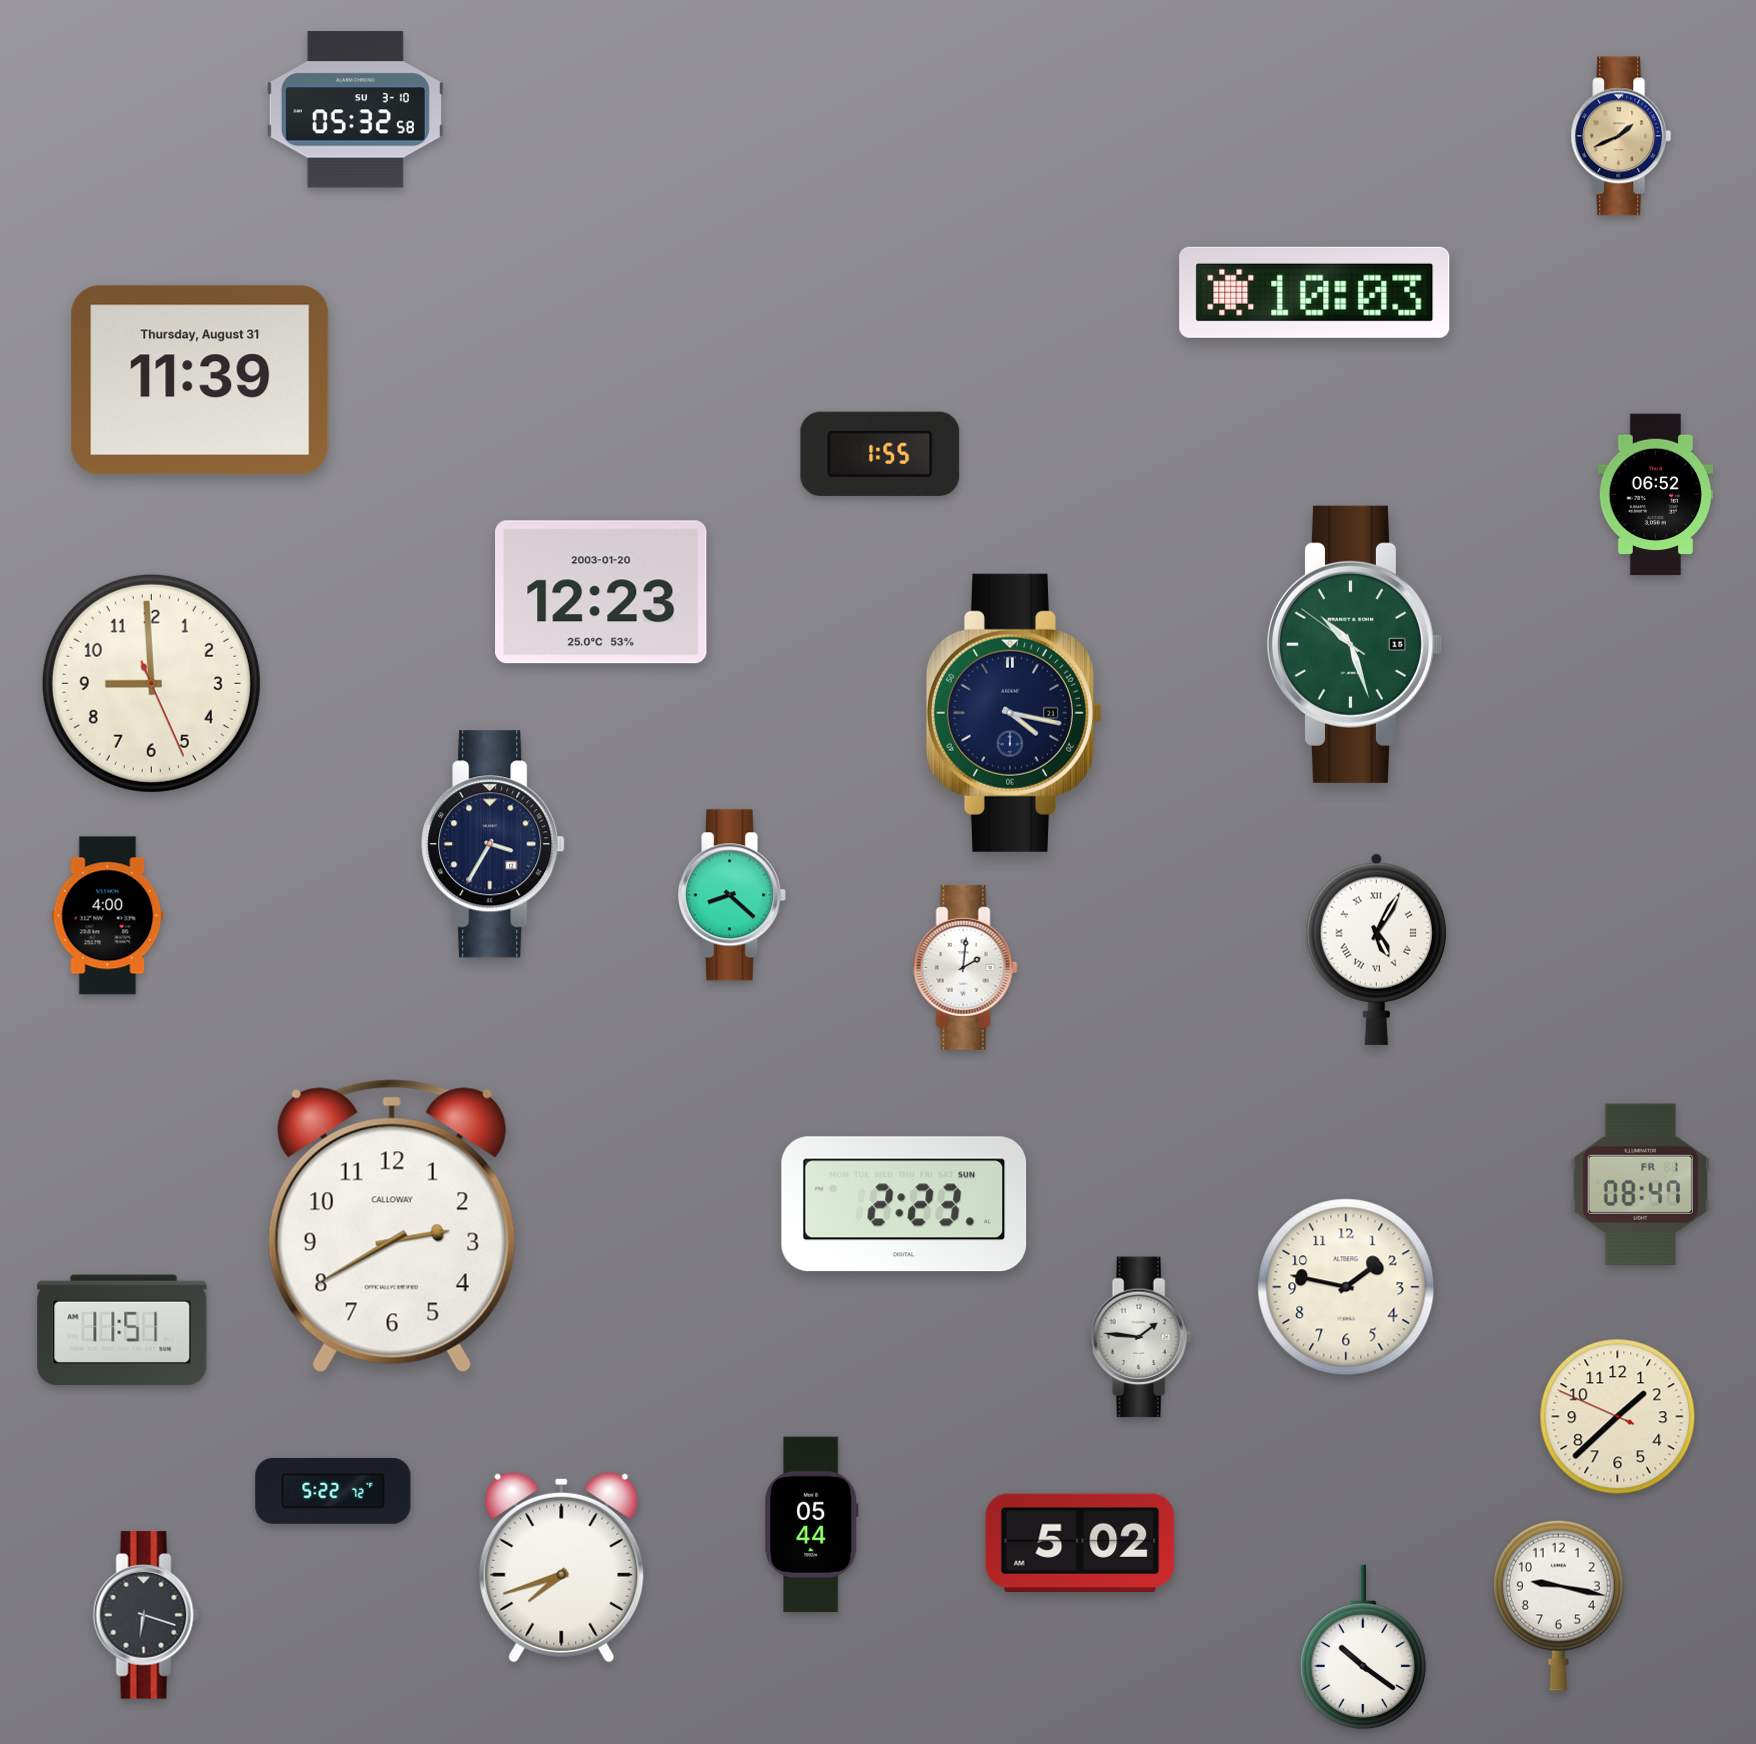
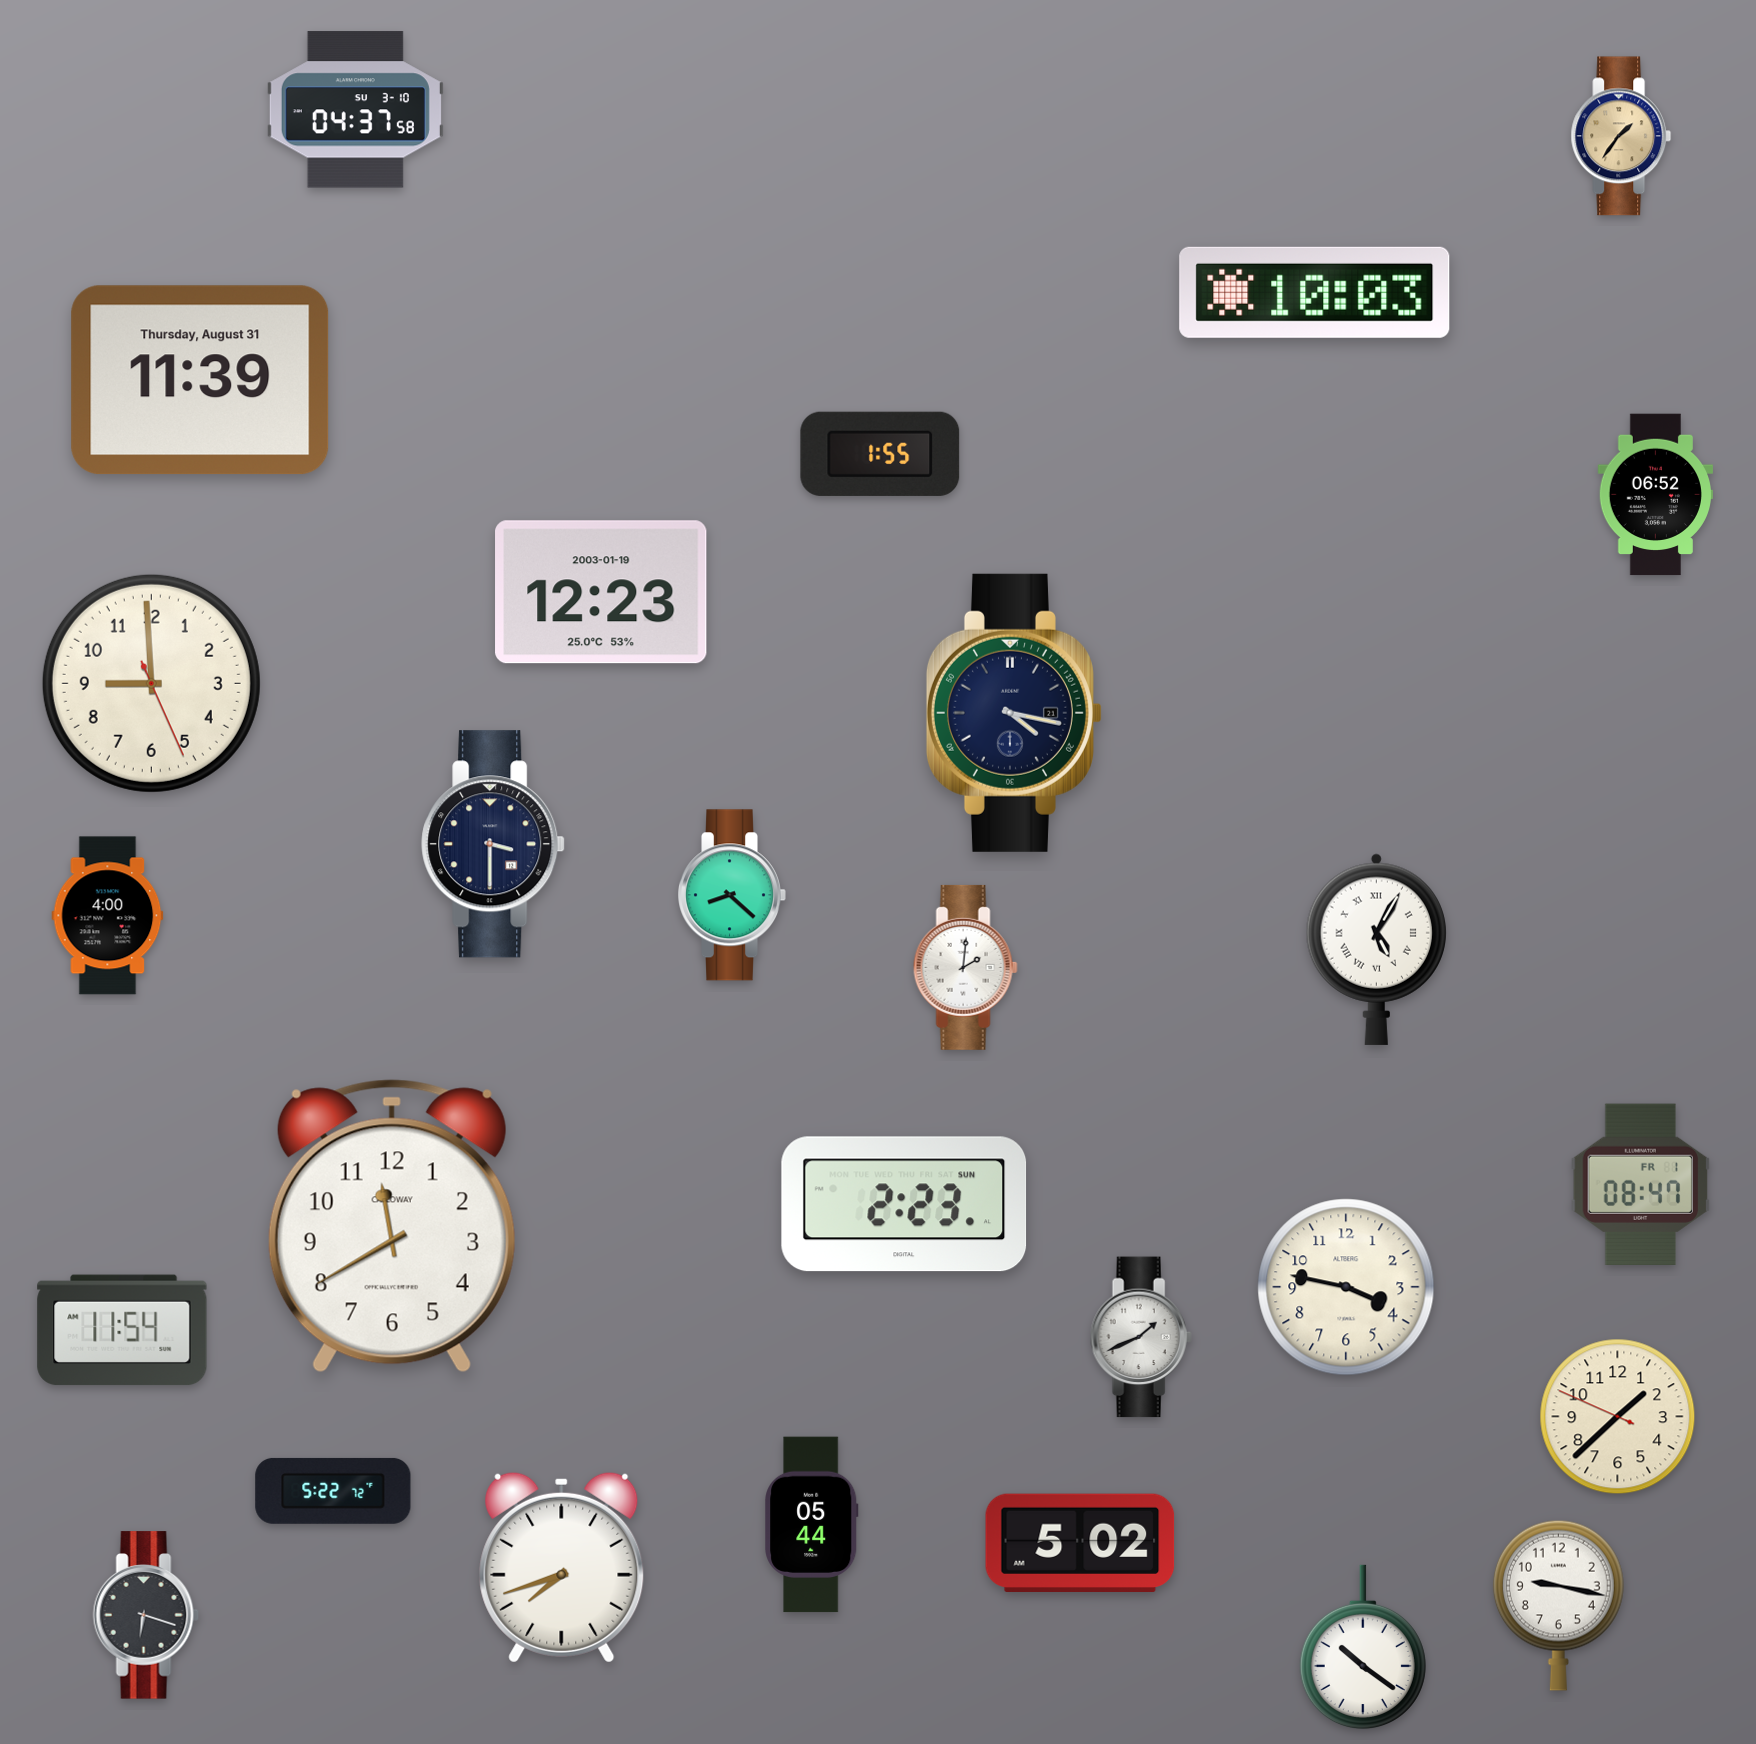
clock at (355, 110): 05:32 -> 04:37
clock at (1621, 136): 1:41 -> 1:36
clock at (601, 592) date: 2003-01-20 -> 2003-01-19
clock at (1354, 644): 10:26 -> none
clock at (493, 844): 3:35 -> 3:30
clock at (392, 1226): 2:40 -> 11:40
clock at (1346, 1287): 1:47 -> 3:47
clock at (122, 1330): 11:51 -> 11:54
clock at (1141, 1337): 1:46 -> 1:41
